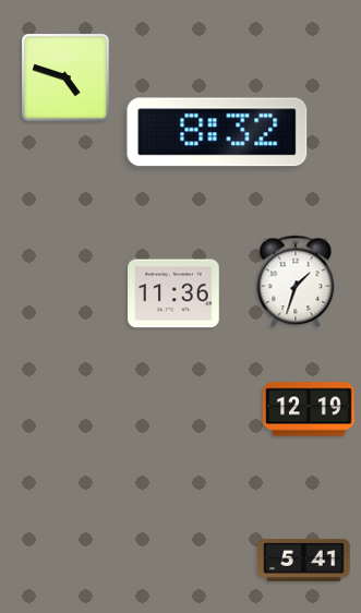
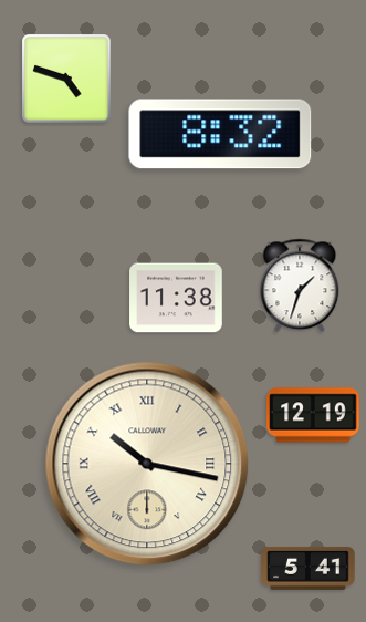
clock at (173, 293): 11:36 -> 11:38
clock at (147, 464): none -> 10:17
